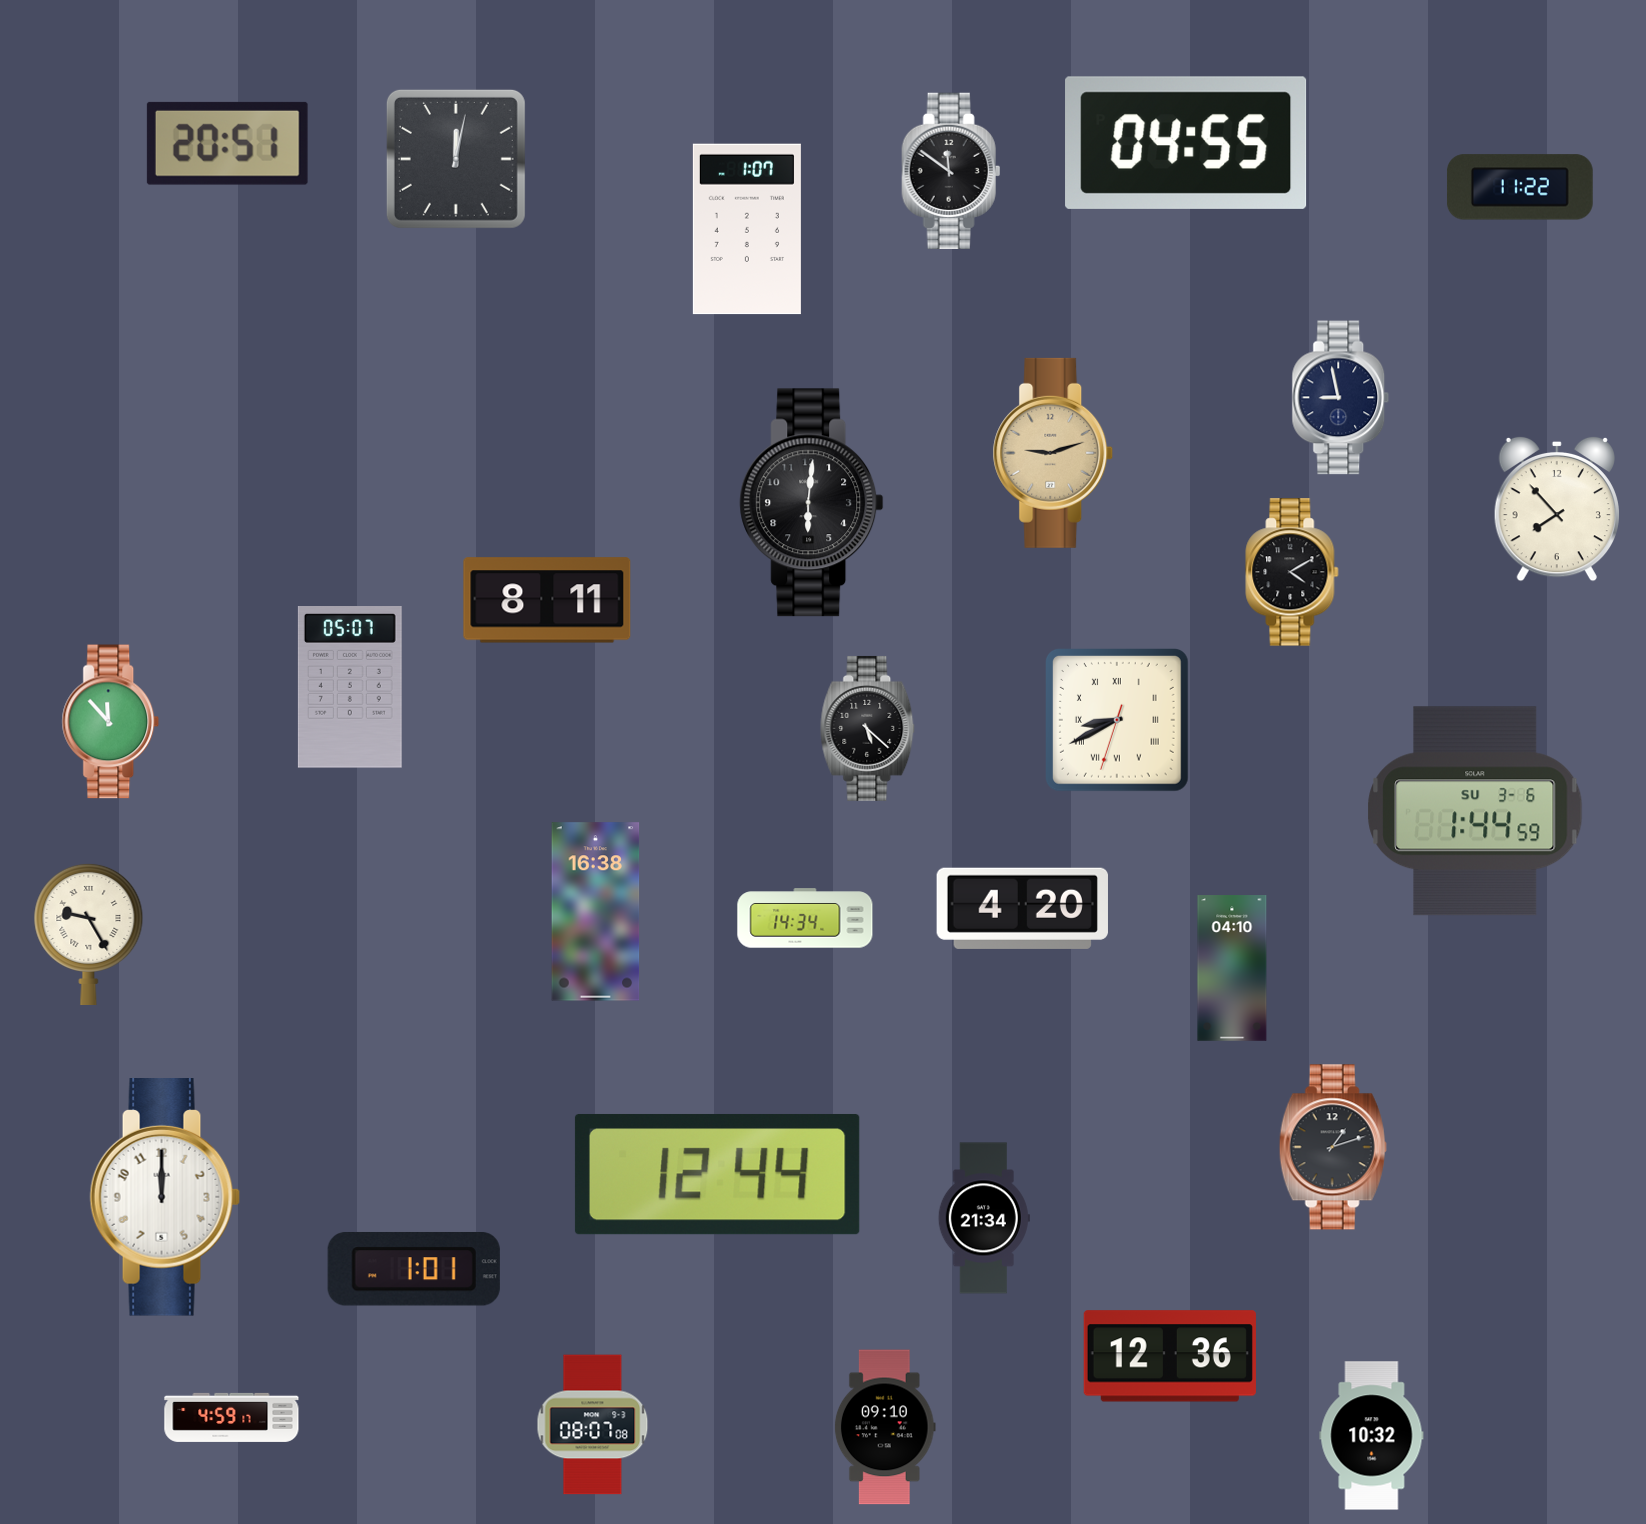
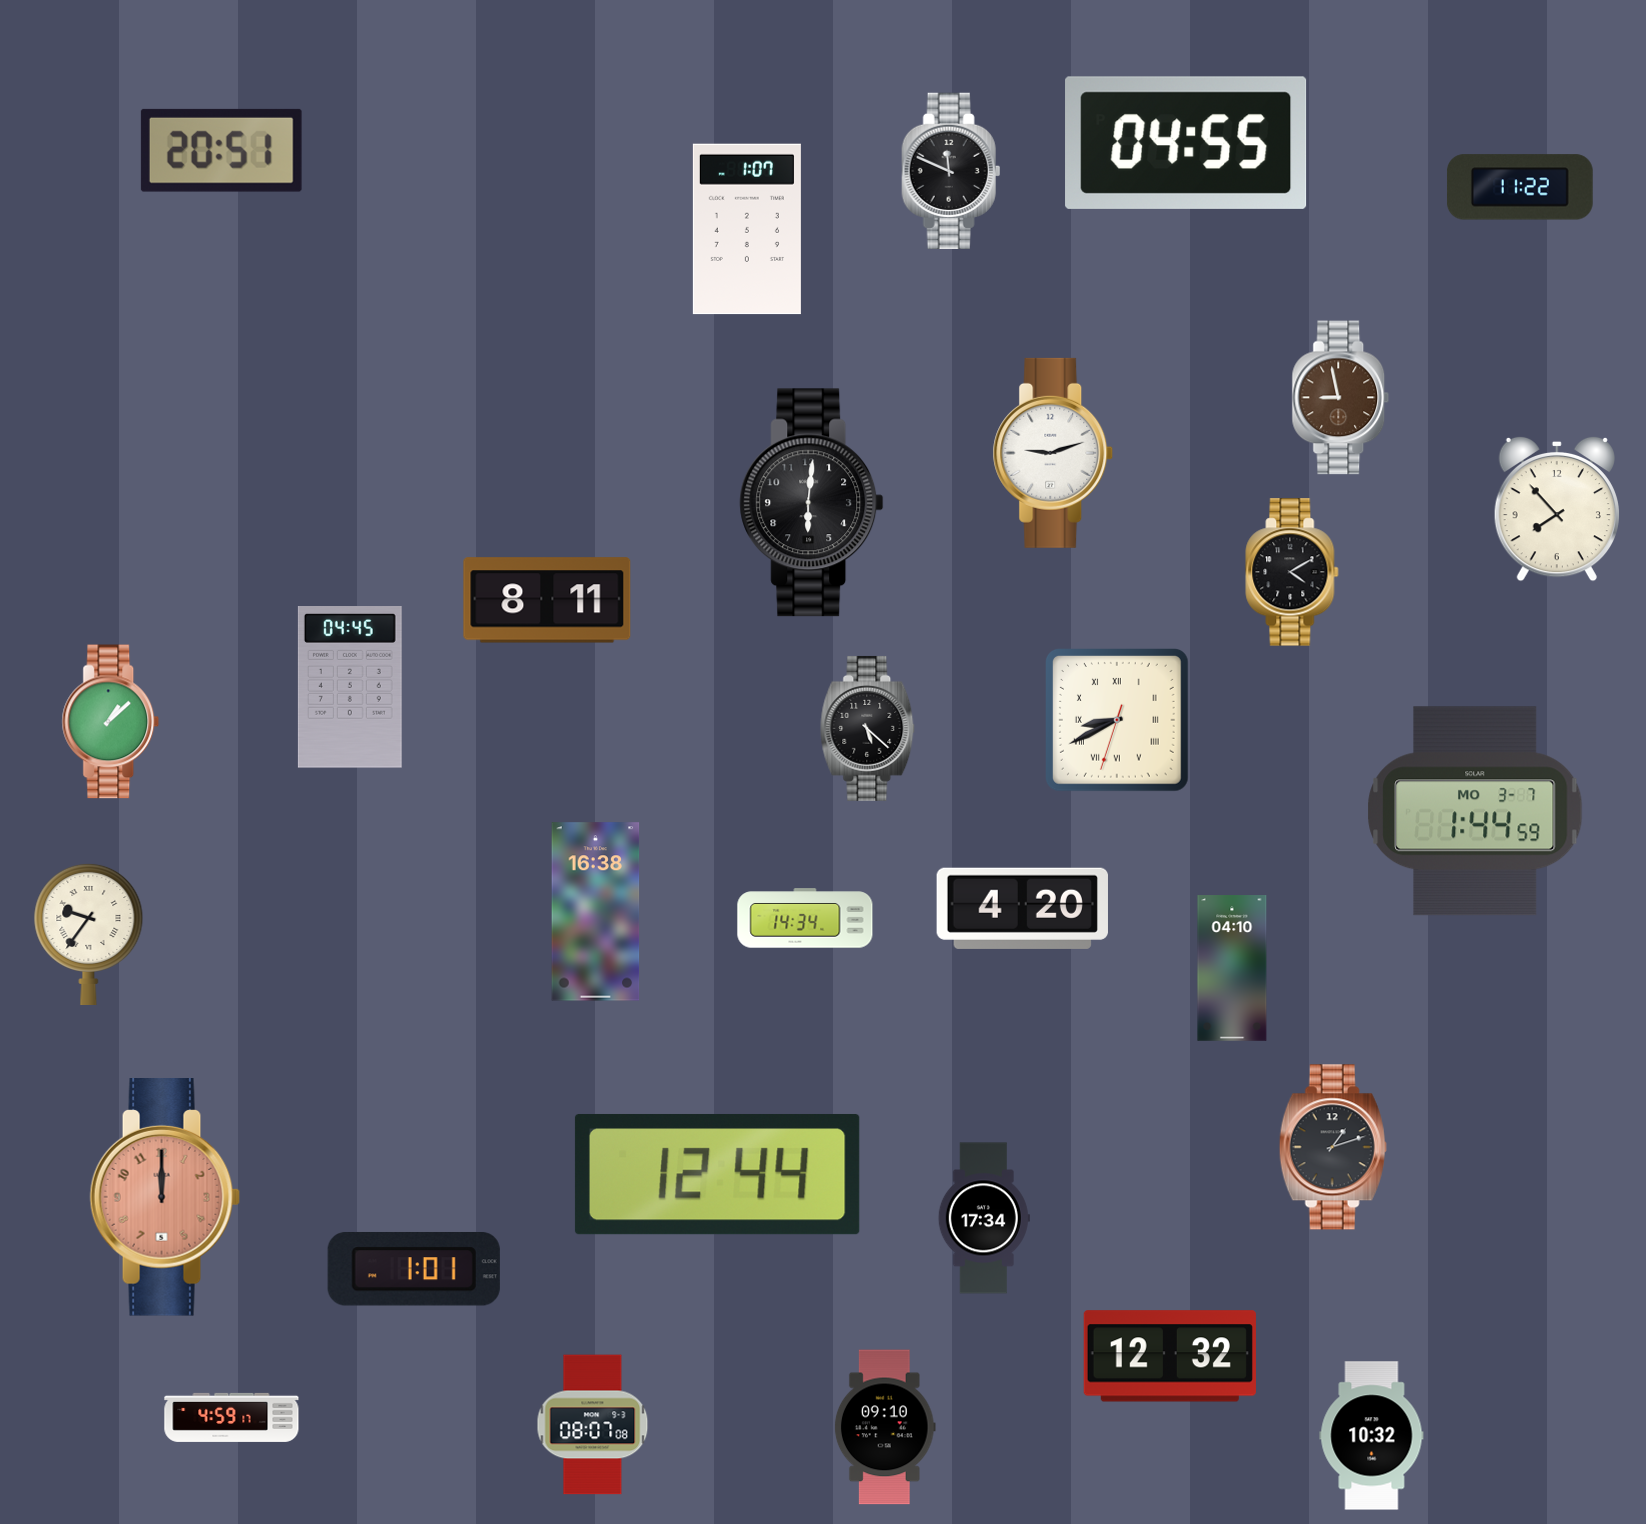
clock at (227, 143) position: (227, 143) -> (221, 150)
clock at (456, 159): 12:02 -> none
clock at (951, 170): 11:51 -> 11:49
clock at (1341, 398) dial: navy -> brown
clock at (1053, 453) dial: champagne -> white
clock at (350, 688): 05:07 -> 04:45
clock at (111, 722): 11:53 -> 1:08
clock at (1475, 811) date: SU 3-6 -> MO 3-7
clock at (89, 933): 9:25 -> 9:36
clock at (165, 1198) dial: white -> salmon
clock at (984, 1218): 21:34 -> 17:34
clock at (1170, 1356): 12:36 -> 12:32
